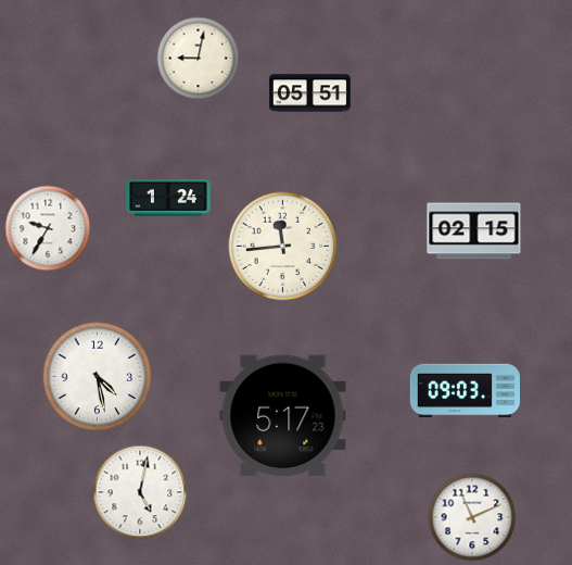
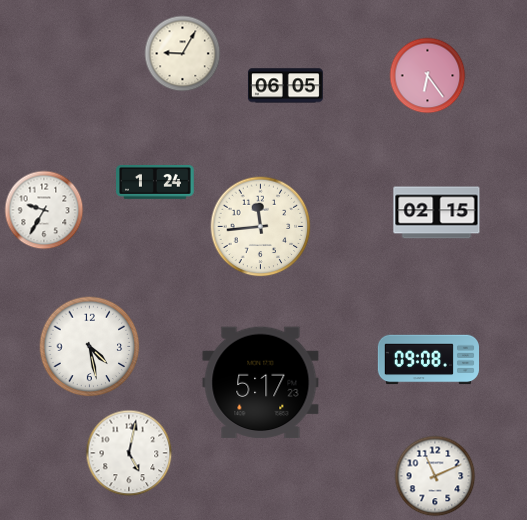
clock at (199, 59): 9:02 -> 9:05
clock at (428, 76): none -> 6:24
clock at (309, 93): 05:51 -> 06:05
clock at (465, 391): 09:03 -> 09:08
